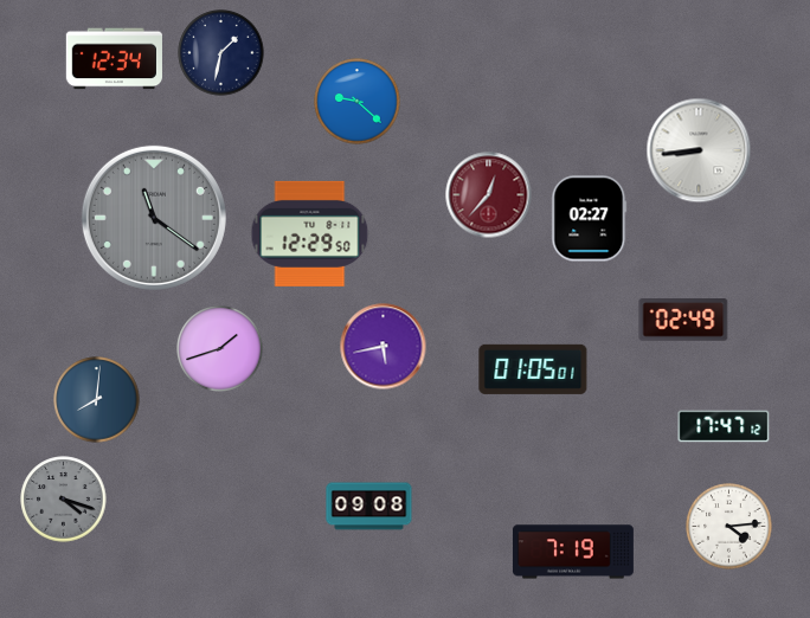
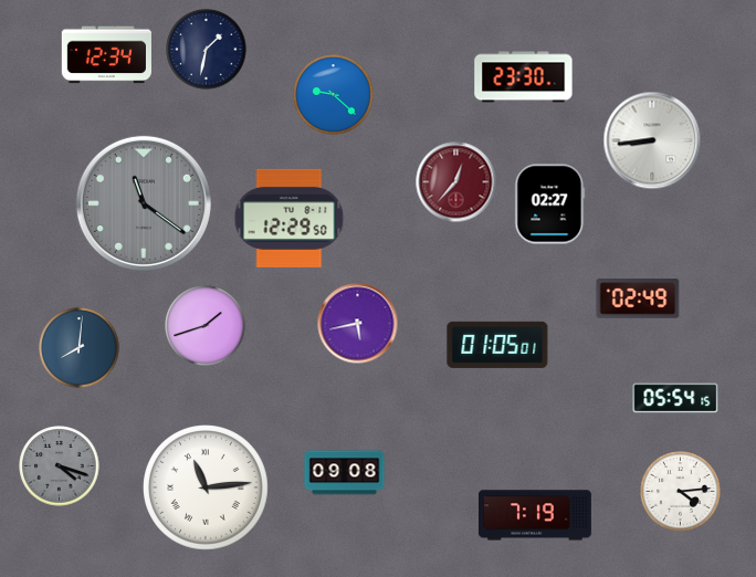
clock at (524, 77): none -> 23:30
clock at (97, 400) position: (97, 400) -> (80, 348)
clock at (724, 426): 17:47 -> 05:54
clock at (207, 489): none -> 11:14
